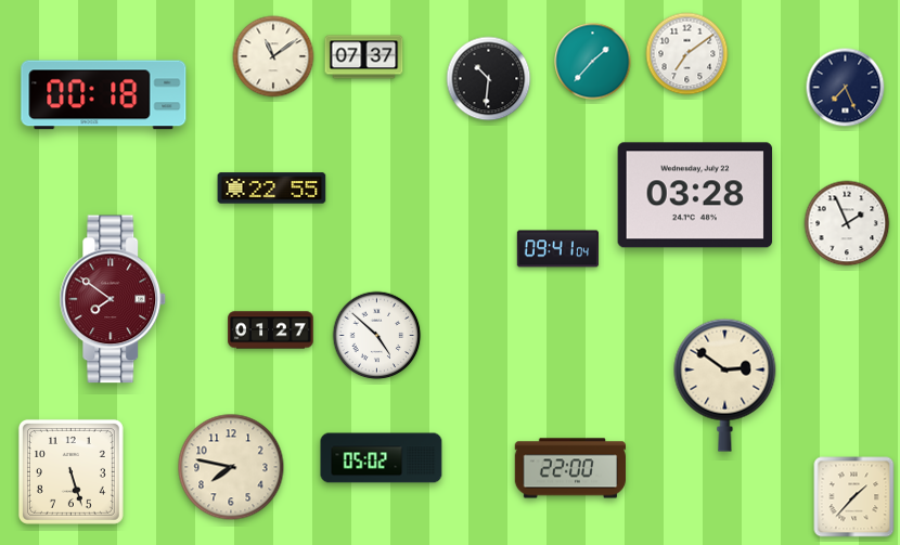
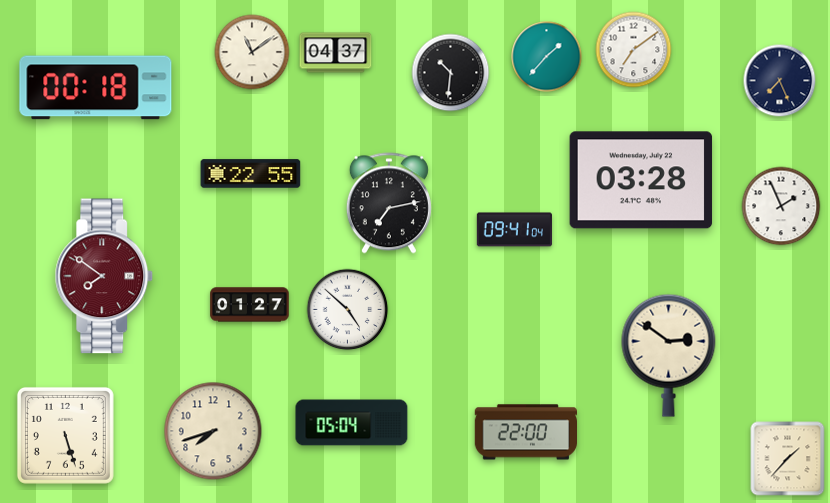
clock at (364, 57): 07:37 -> 04:37
clock at (389, 203): none -> 7:13
clock at (382, 458): 05:02 -> 05:04
clock at (231, 467): 7:47 -> 7:42
